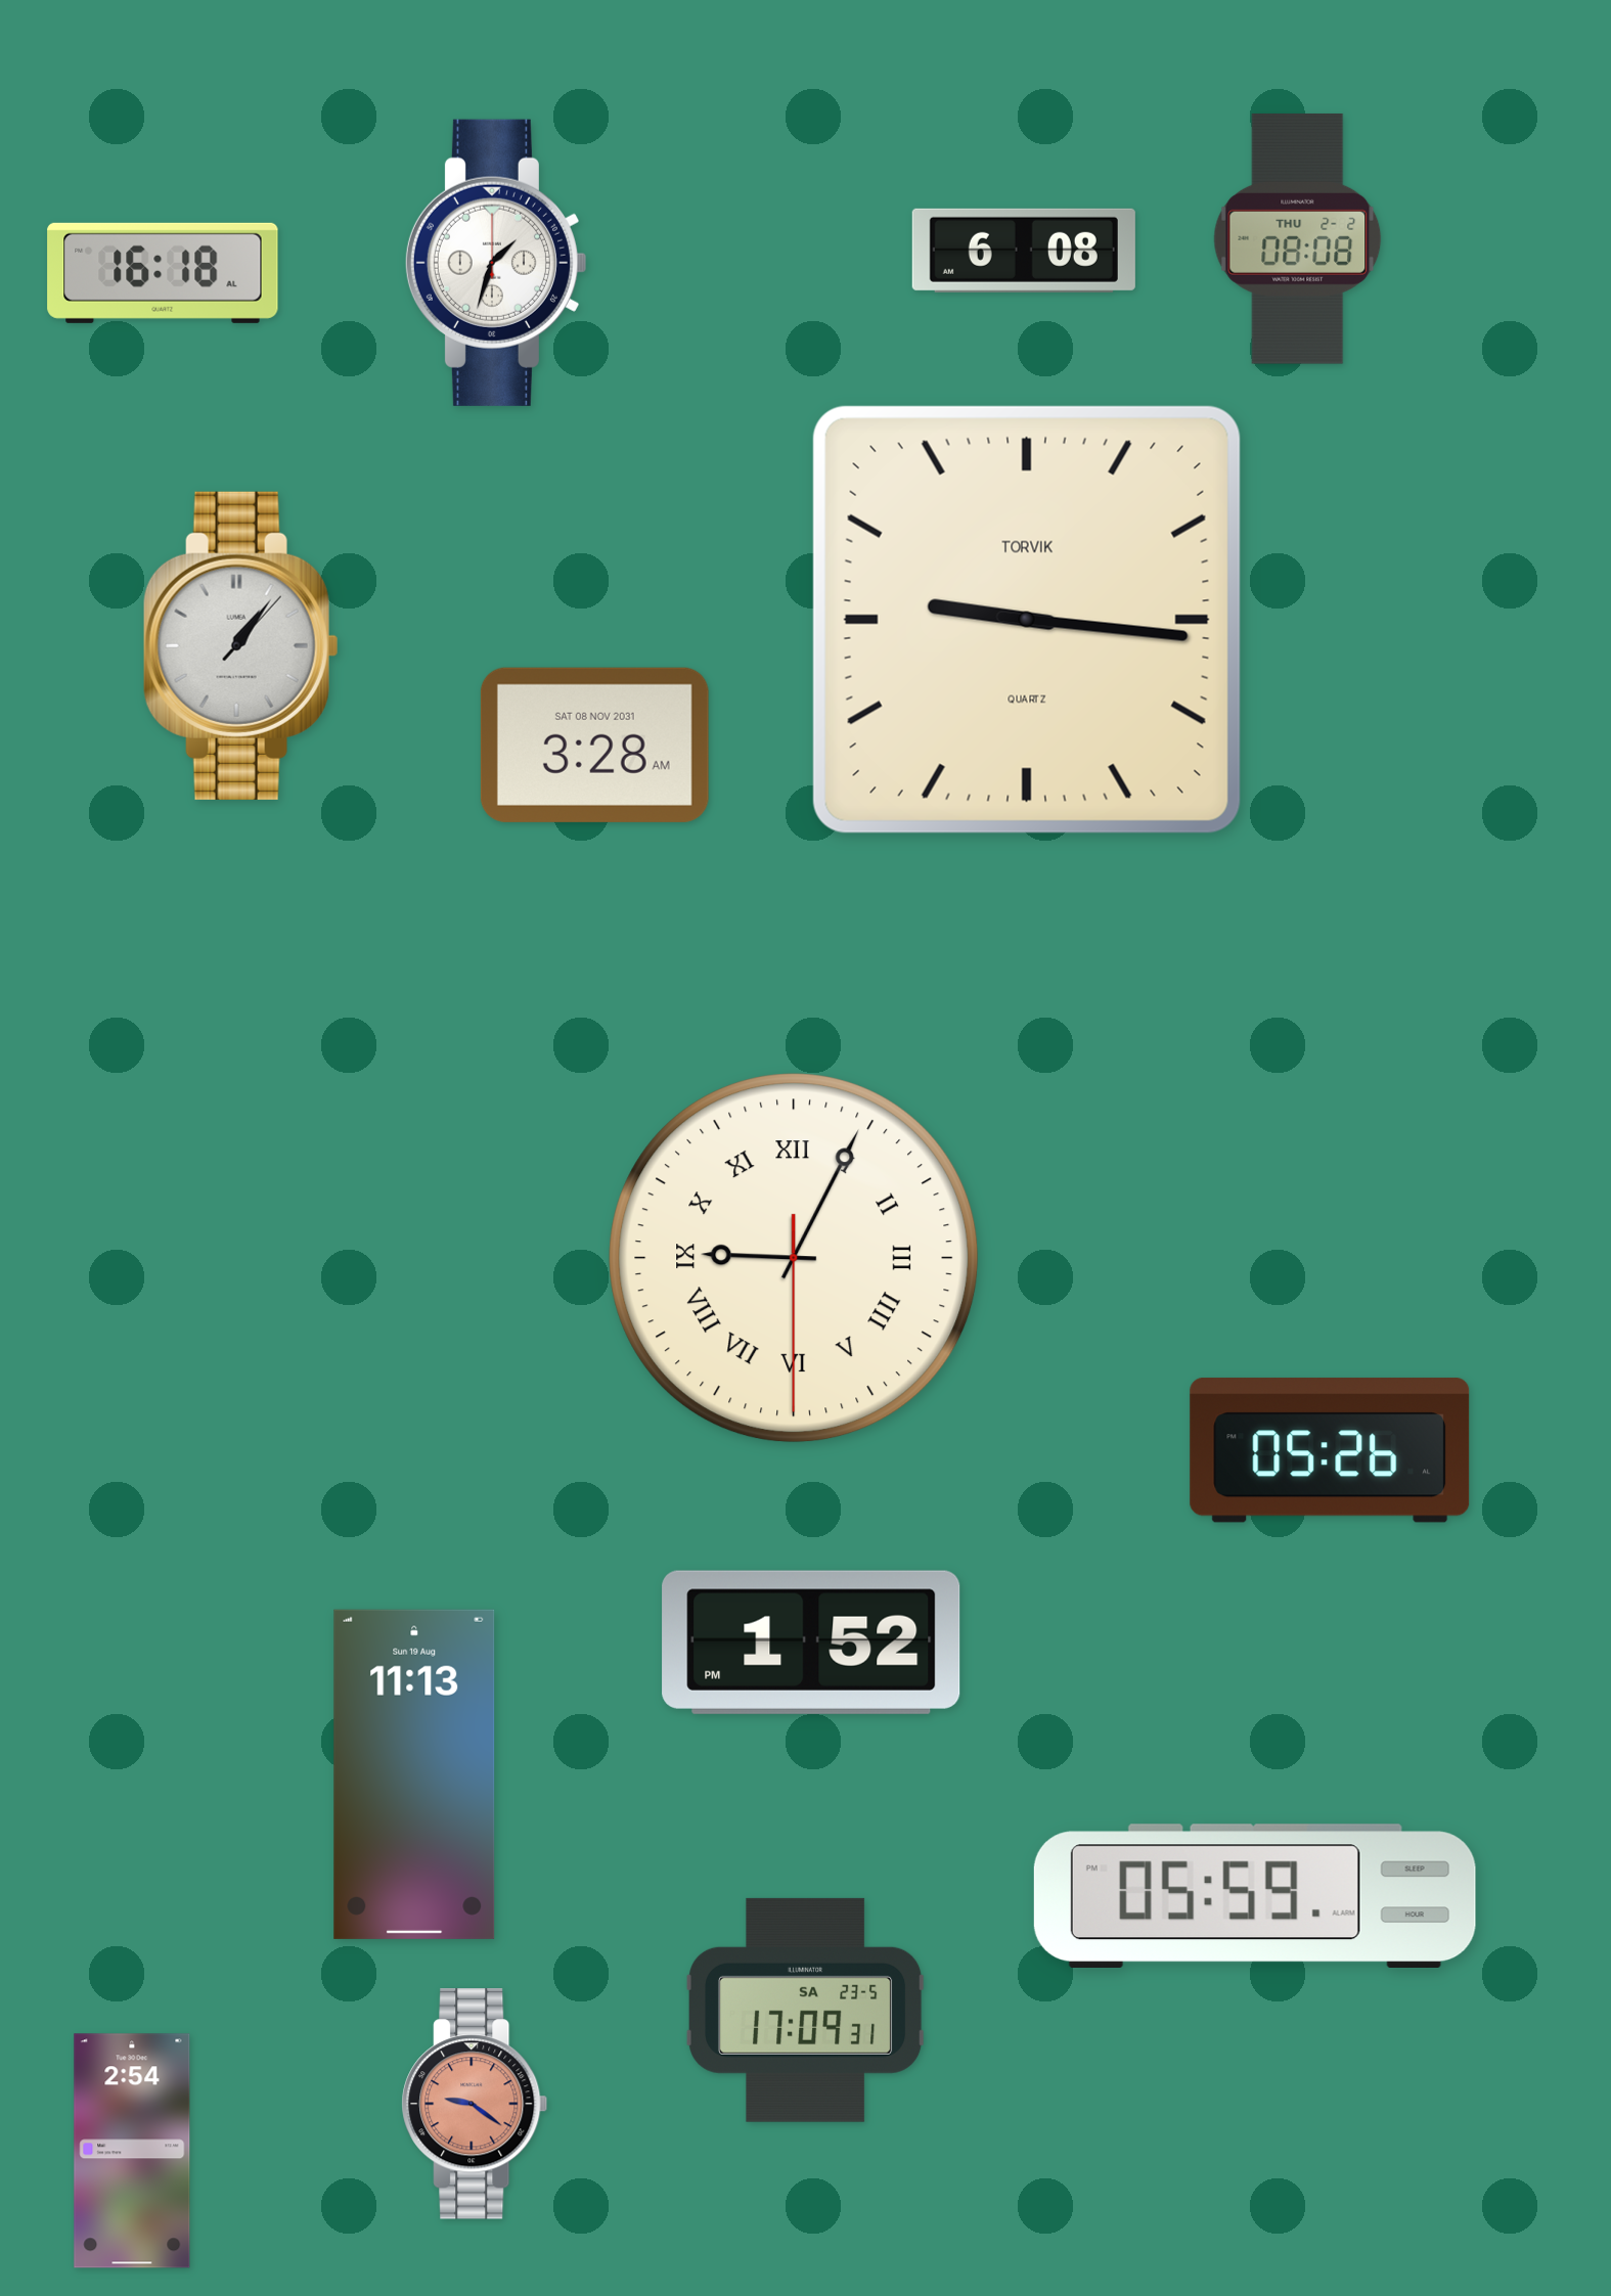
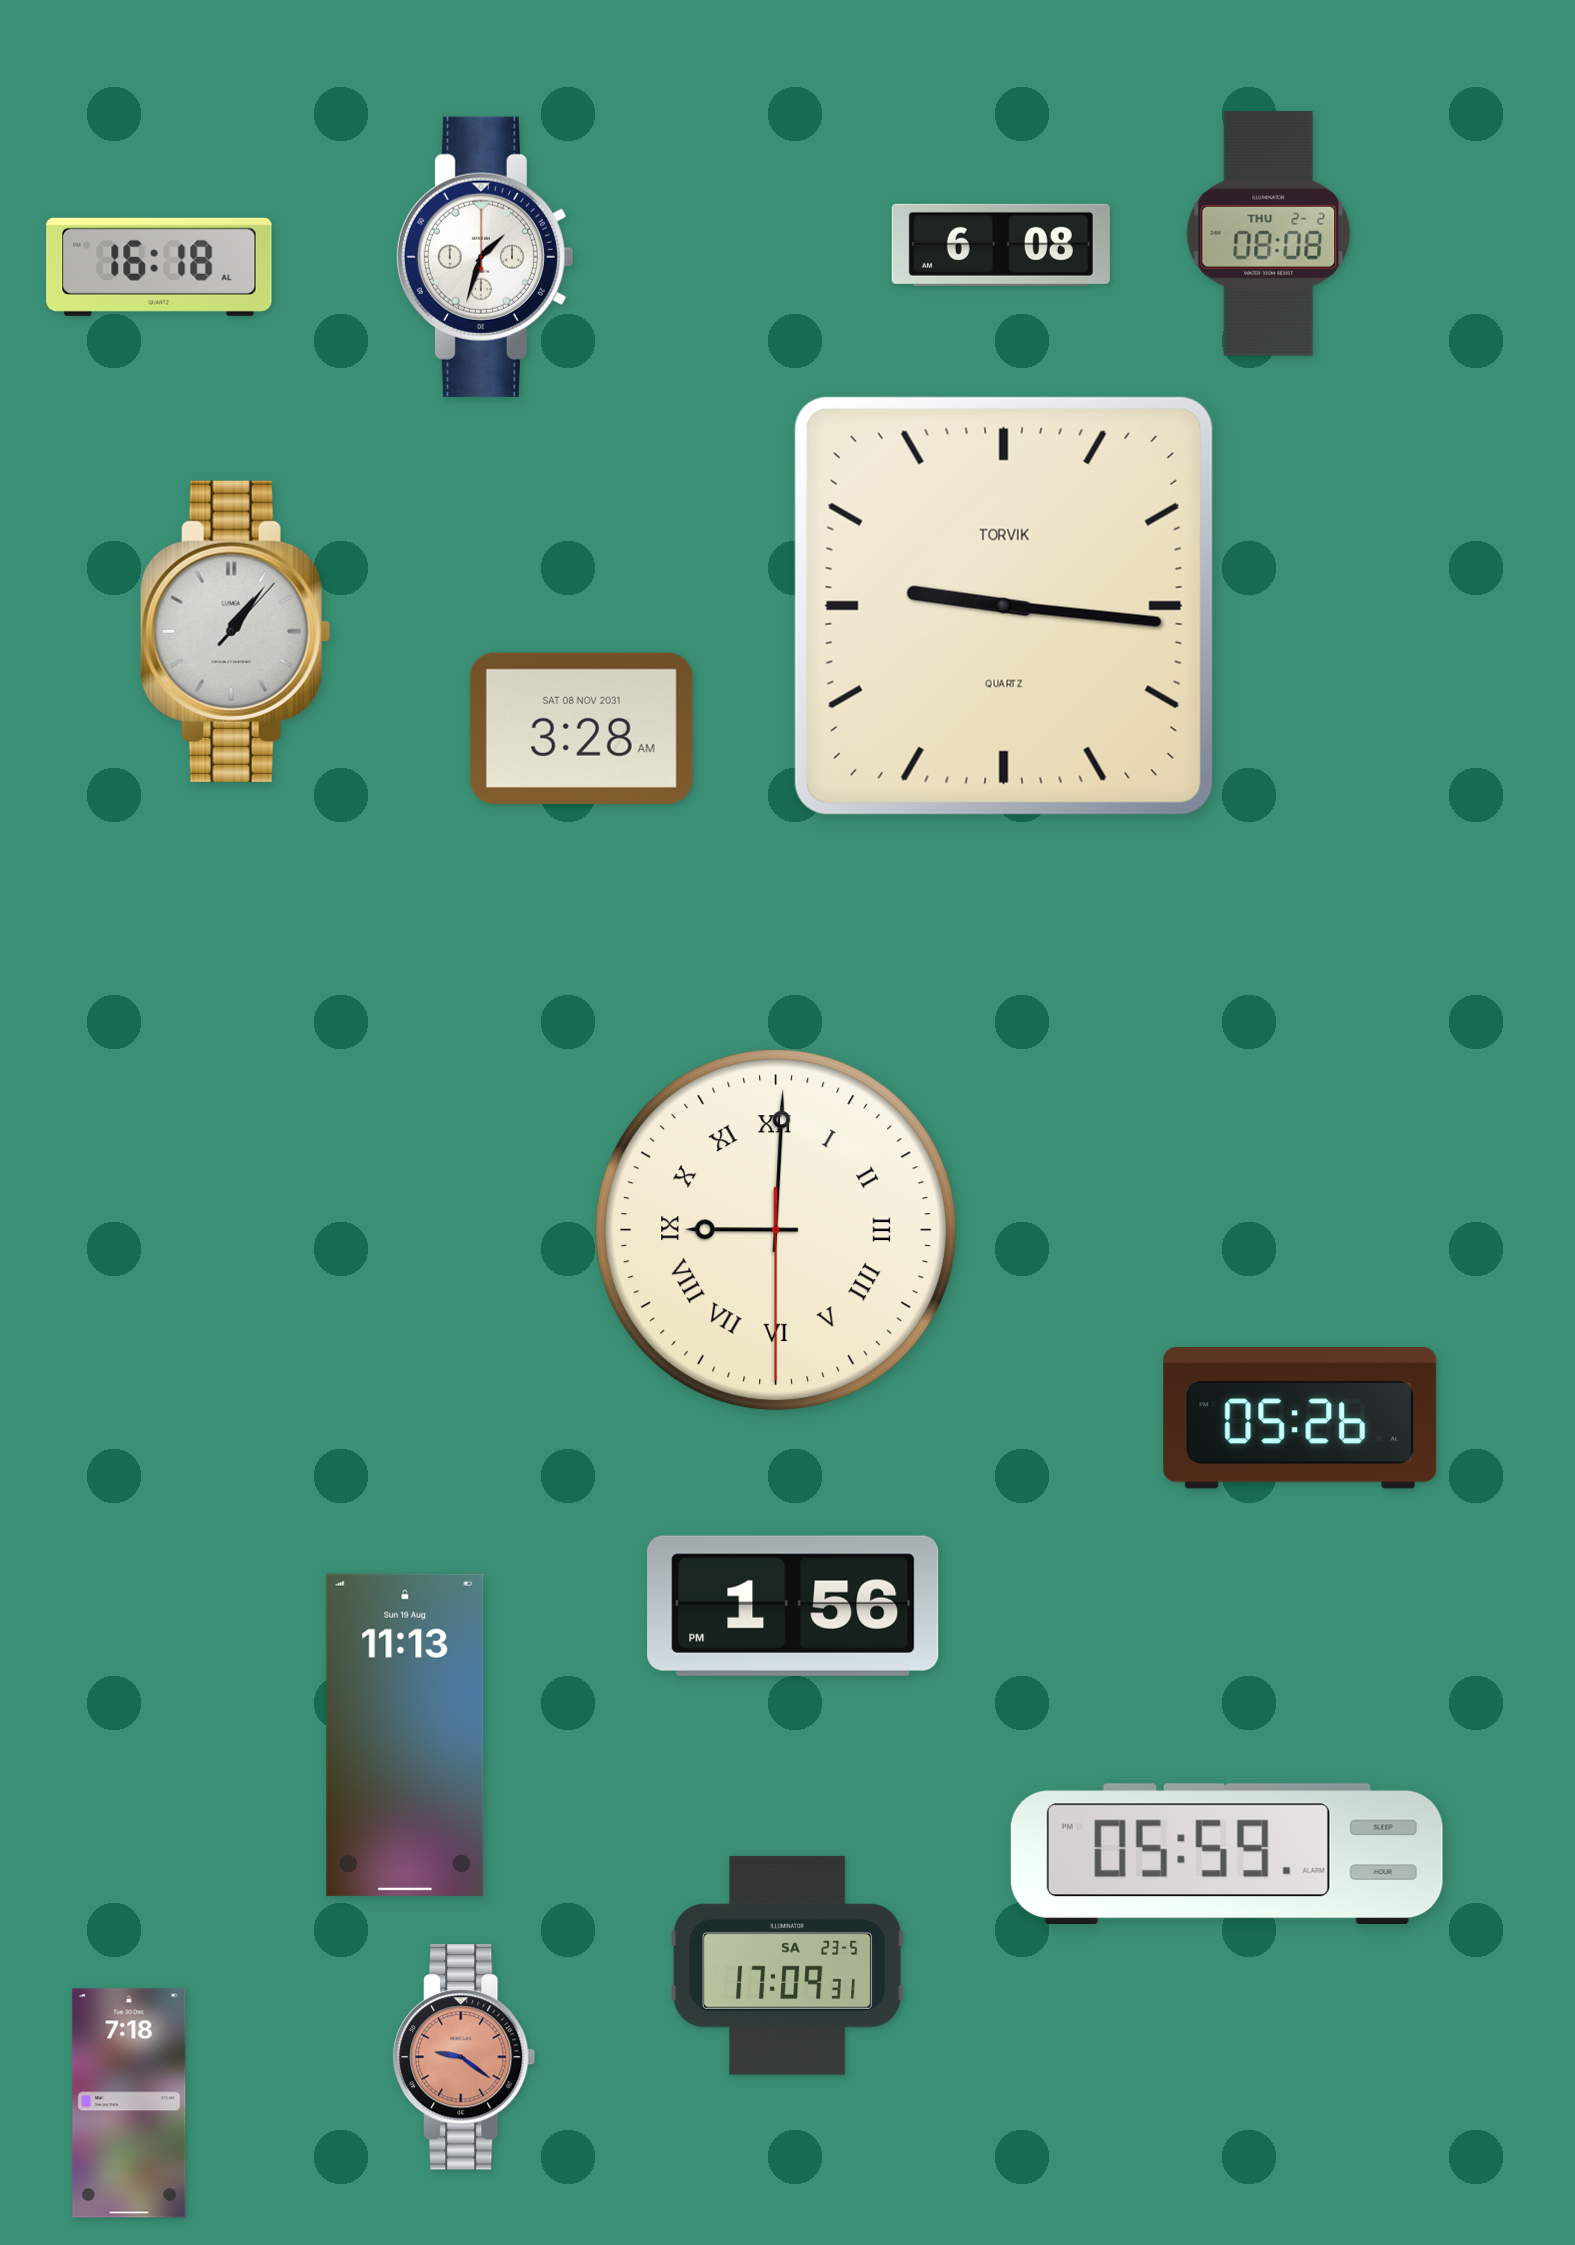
clock at (794, 1258): 9:04 -> 9:00
clock at (811, 1642): 1:52 -> 1:56
clock at (132, 2151): 2:54 -> 7:18
